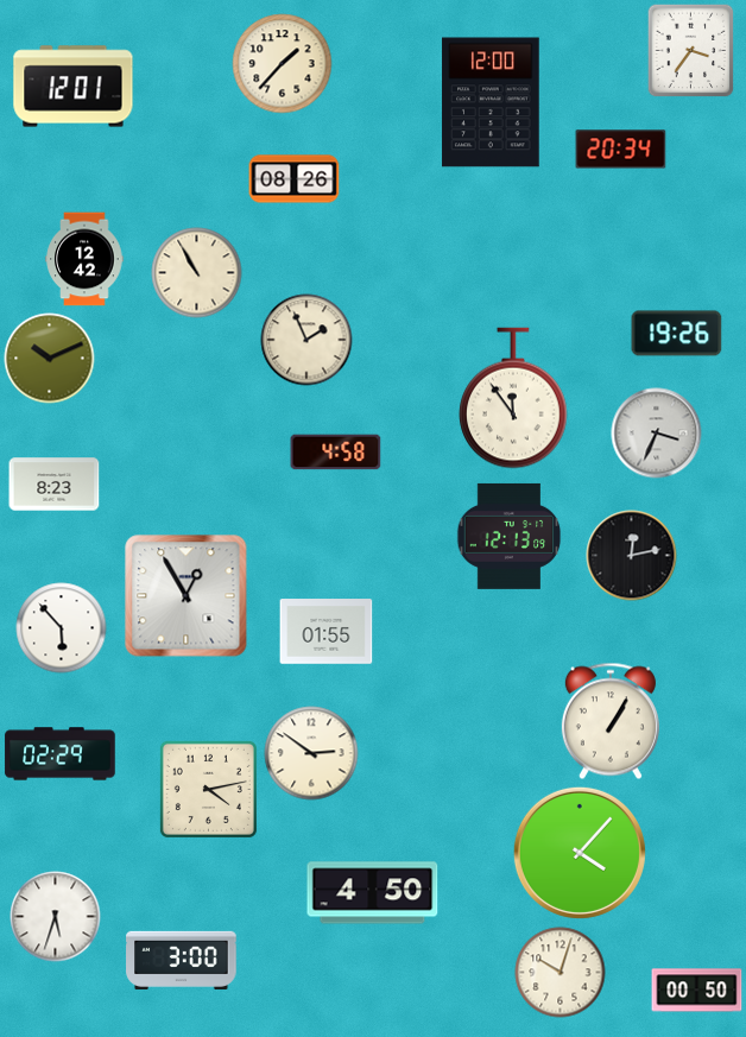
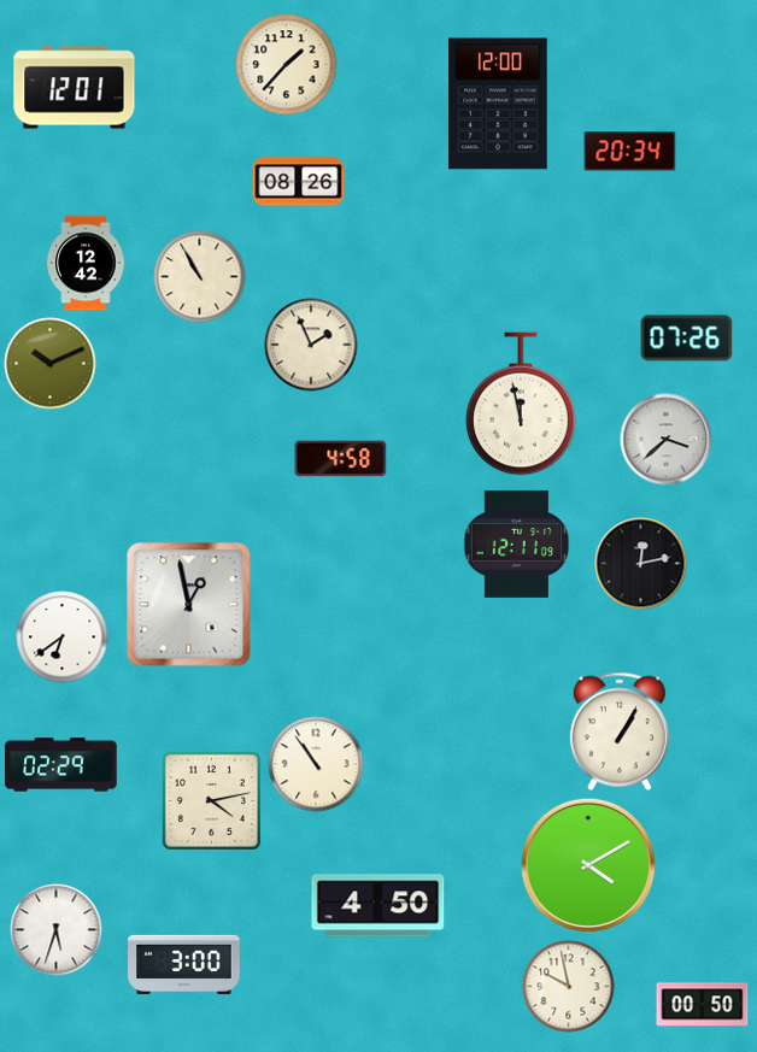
clock at (691, 50): 3:36 -> none
clock at (677, 334): 19:26 -> 07:26
clock at (513, 398): 11:54 -> 11:58
clock at (657, 434): 3:34 -> 3:38
clock at (55, 485): 8:23 -> none
clock at (510, 536): 12:13 -> 12:11
clock at (186, 596): 12:55 -> 12:58
clock at (62, 628): 5:53 -> 6:39
clock at (327, 632): 01:55 -> none
clock at (311, 753): 2:51 -> 10:54
clock at (580, 853): 4:07 -> 4:10
clock at (182, 960) position: (182, 960) -> (184, 964)
clock at (561, 973): 10:03 -> 9:58
clock at (697, 991) position: (697, 991) -> (703, 1005)
